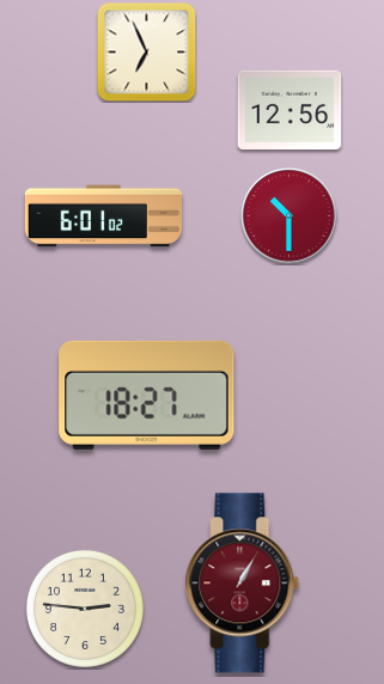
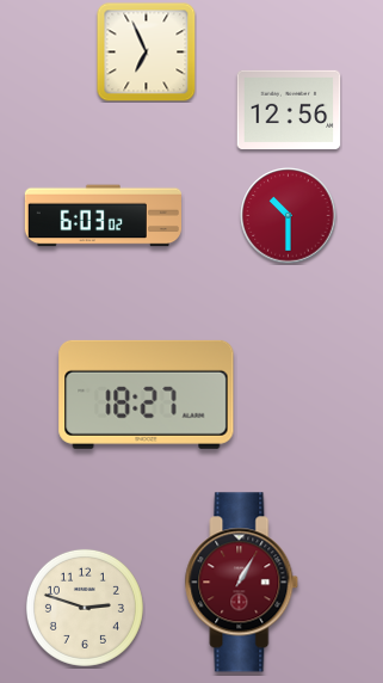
clock at (103, 216): 6:01 -> 6:03
clock at (85, 609): 2:46 -> 2:48
